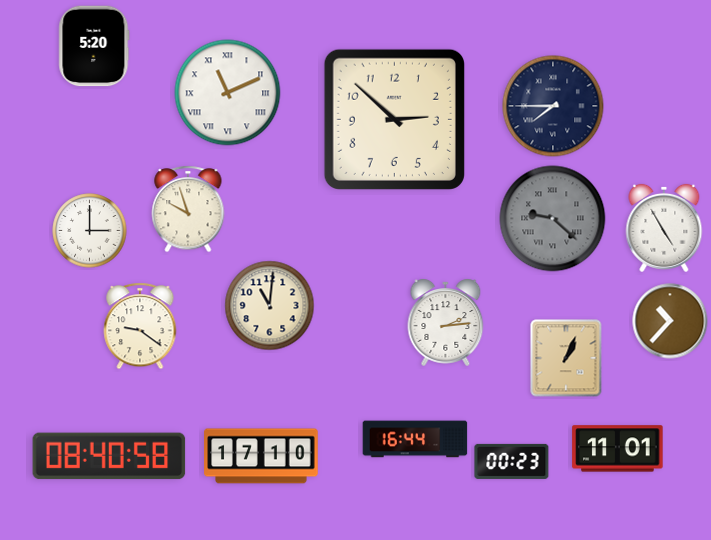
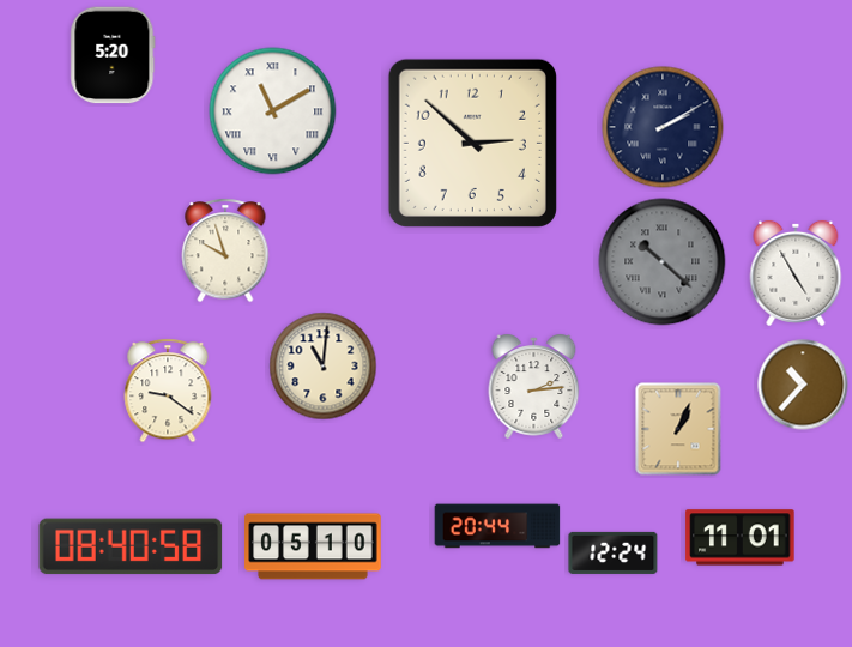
clock at (228, 93): 11:11 -> 11:10
clock at (553, 106): 7:45 -> 2:10
clock at (553, 219): 9:22 -> 10:22
clock at (90, 231): 3:00 -> none
clock at (415, 439): 16:44 -> 20:44
clock at (261, 456): 17:10 -> 05:10
clock at (512, 461): 00:23 -> 12:24
